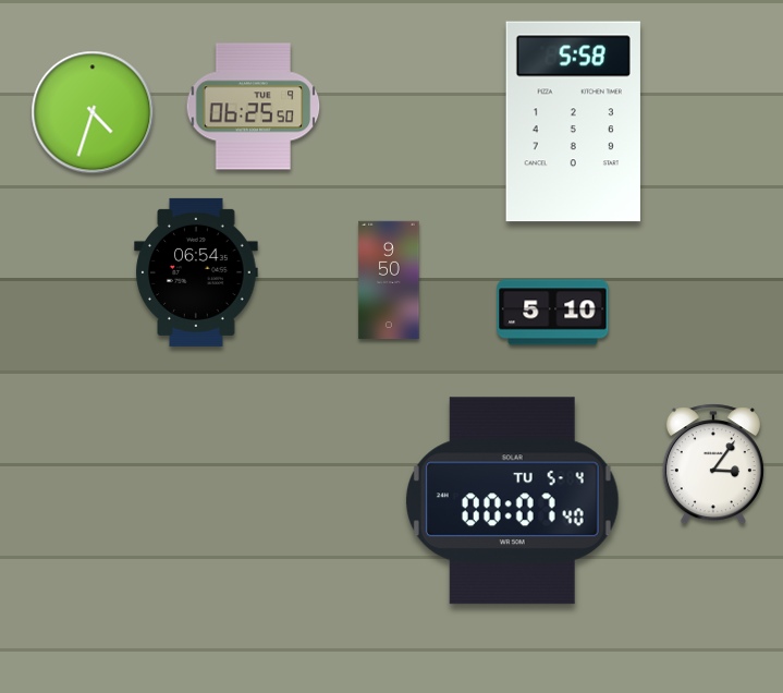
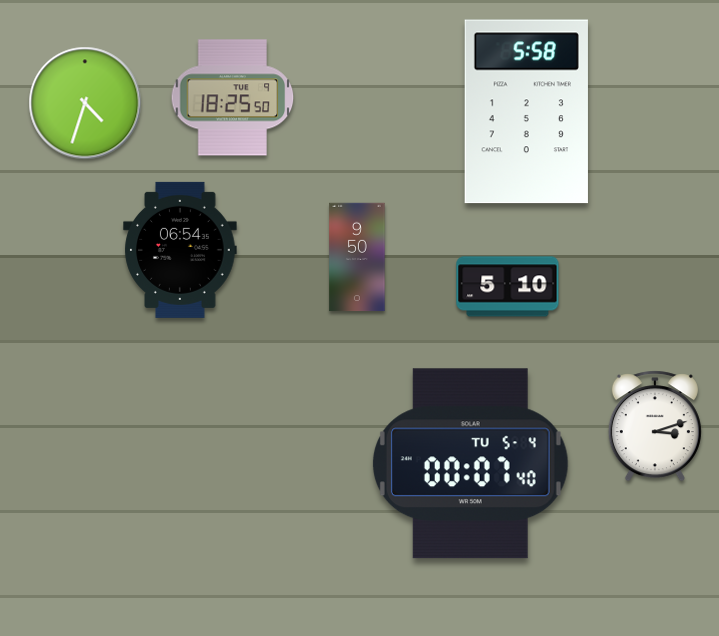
clock at (254, 107): 06:25 -> 18:25
clock at (713, 464): 3:06 -> 3:12
clock at (512, 501) position: (512, 501) -> (470, 464)
